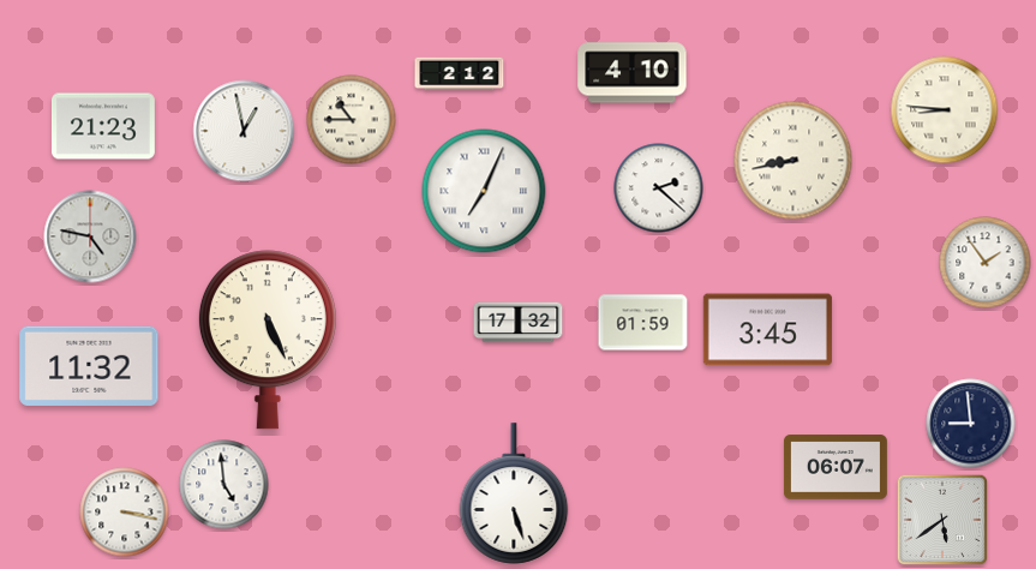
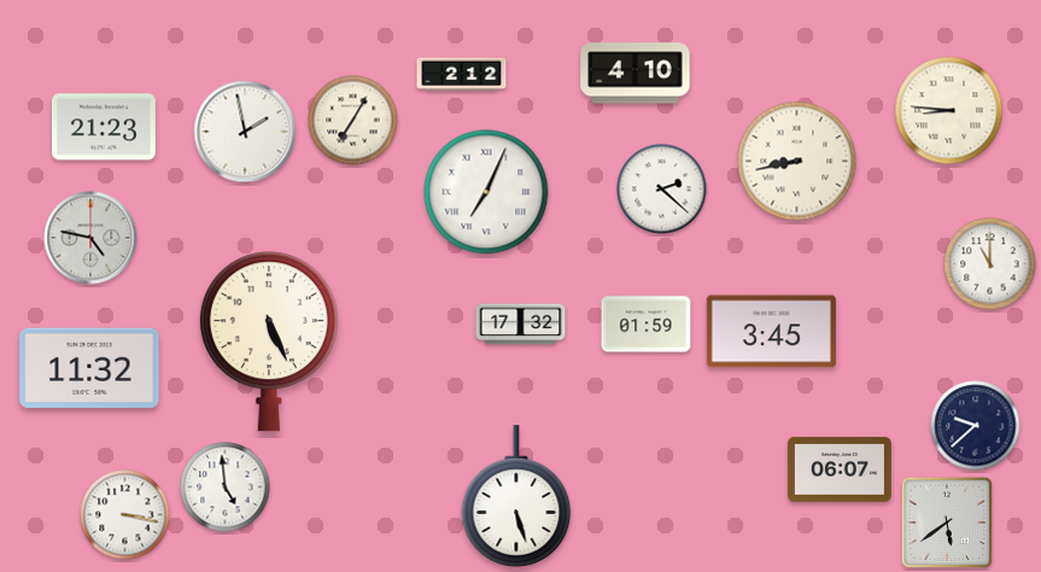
clock at (352, 120): 10:45 -> 7:05
clock at (244, 131): 12:58 -> 1:58
clock at (986, 263): 1:54 -> 11:00
clock at (971, 424): 8:59 -> 9:38
